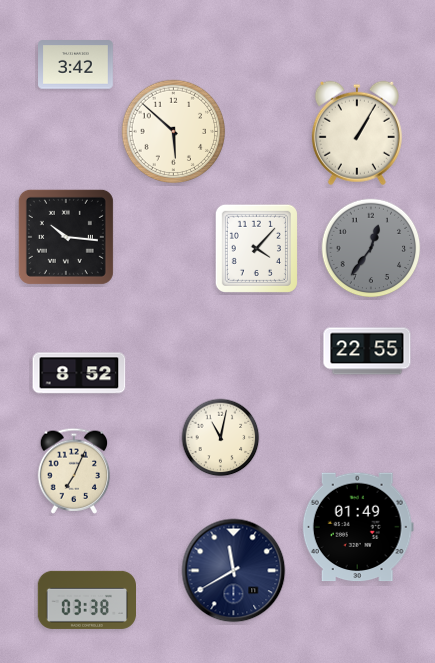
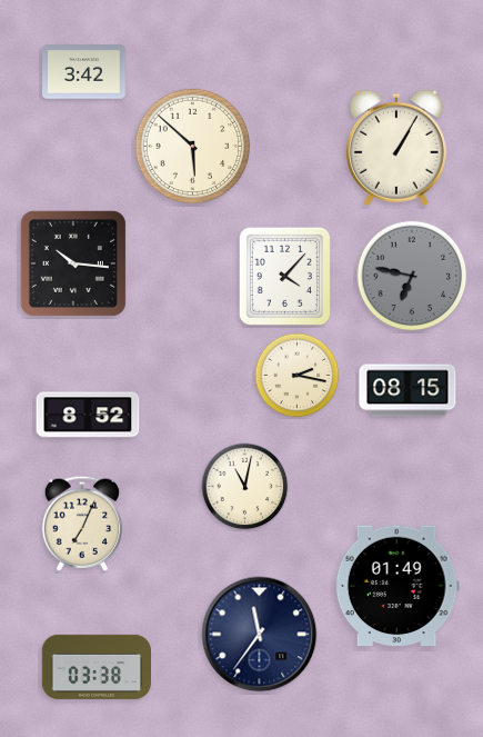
clock at (371, 248): 12:36 -> 6:47
clock at (298, 376): none -> 2:17
clock at (367, 351): 22:55 -> 08:15
clock at (234, 571): 11:40 -> 11:36
